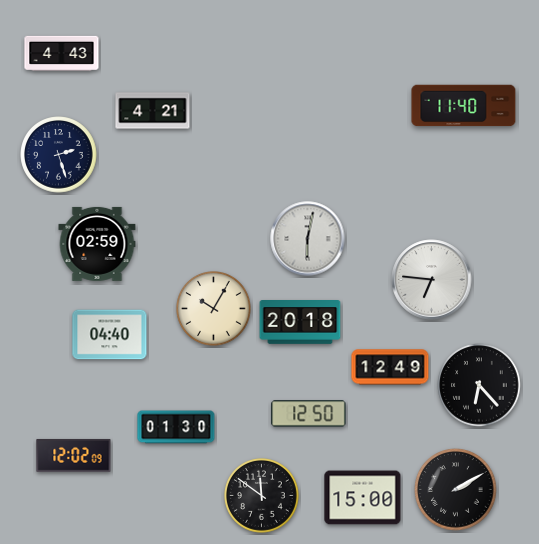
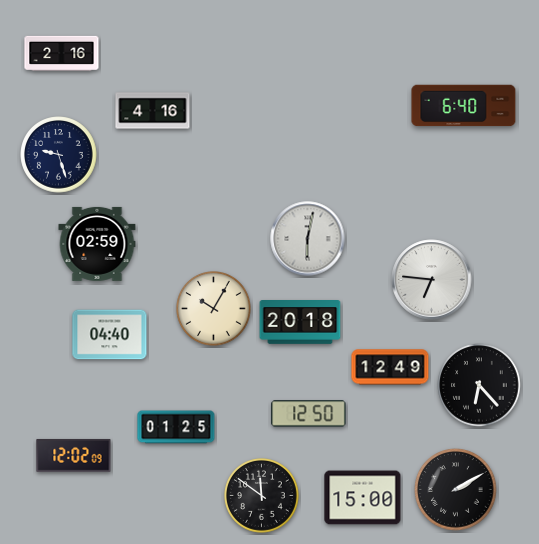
clock at (62, 53): 4:43 -> 2:16
clock at (464, 106): 11:40 -> 6:40
clock at (153, 111): 4:21 -> 4:16
clock at (59, 155): 2:27 -> 9:27
clock at (176, 427): 01:30 -> 01:25
